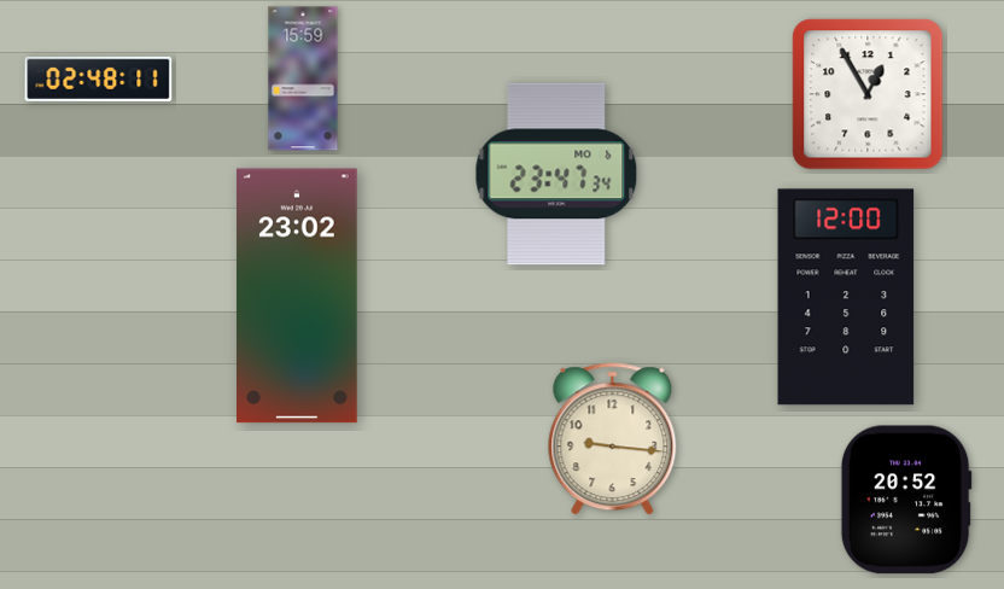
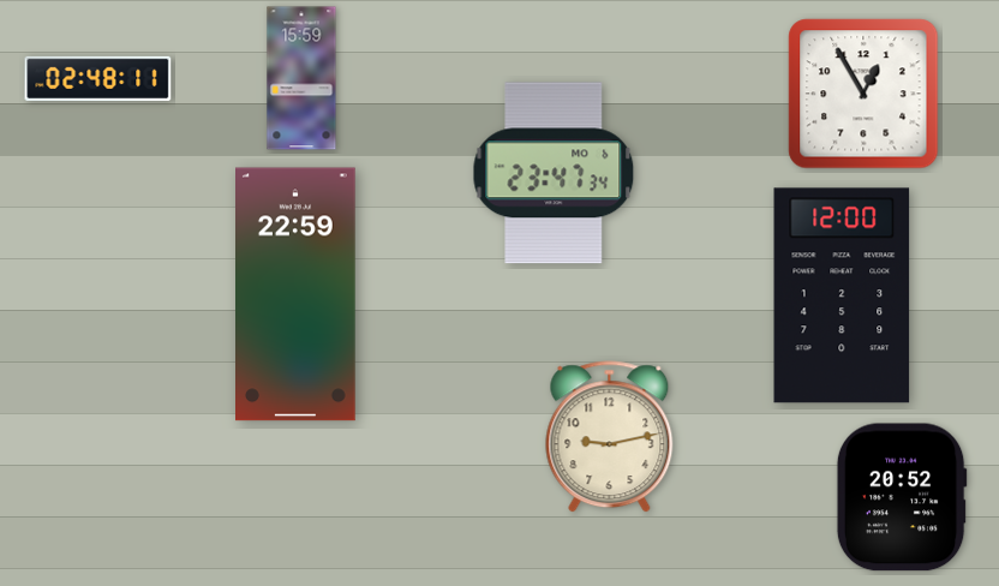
clock at (298, 296): 23:02 -> 22:59
clock at (613, 439): 9:16 -> 9:13
